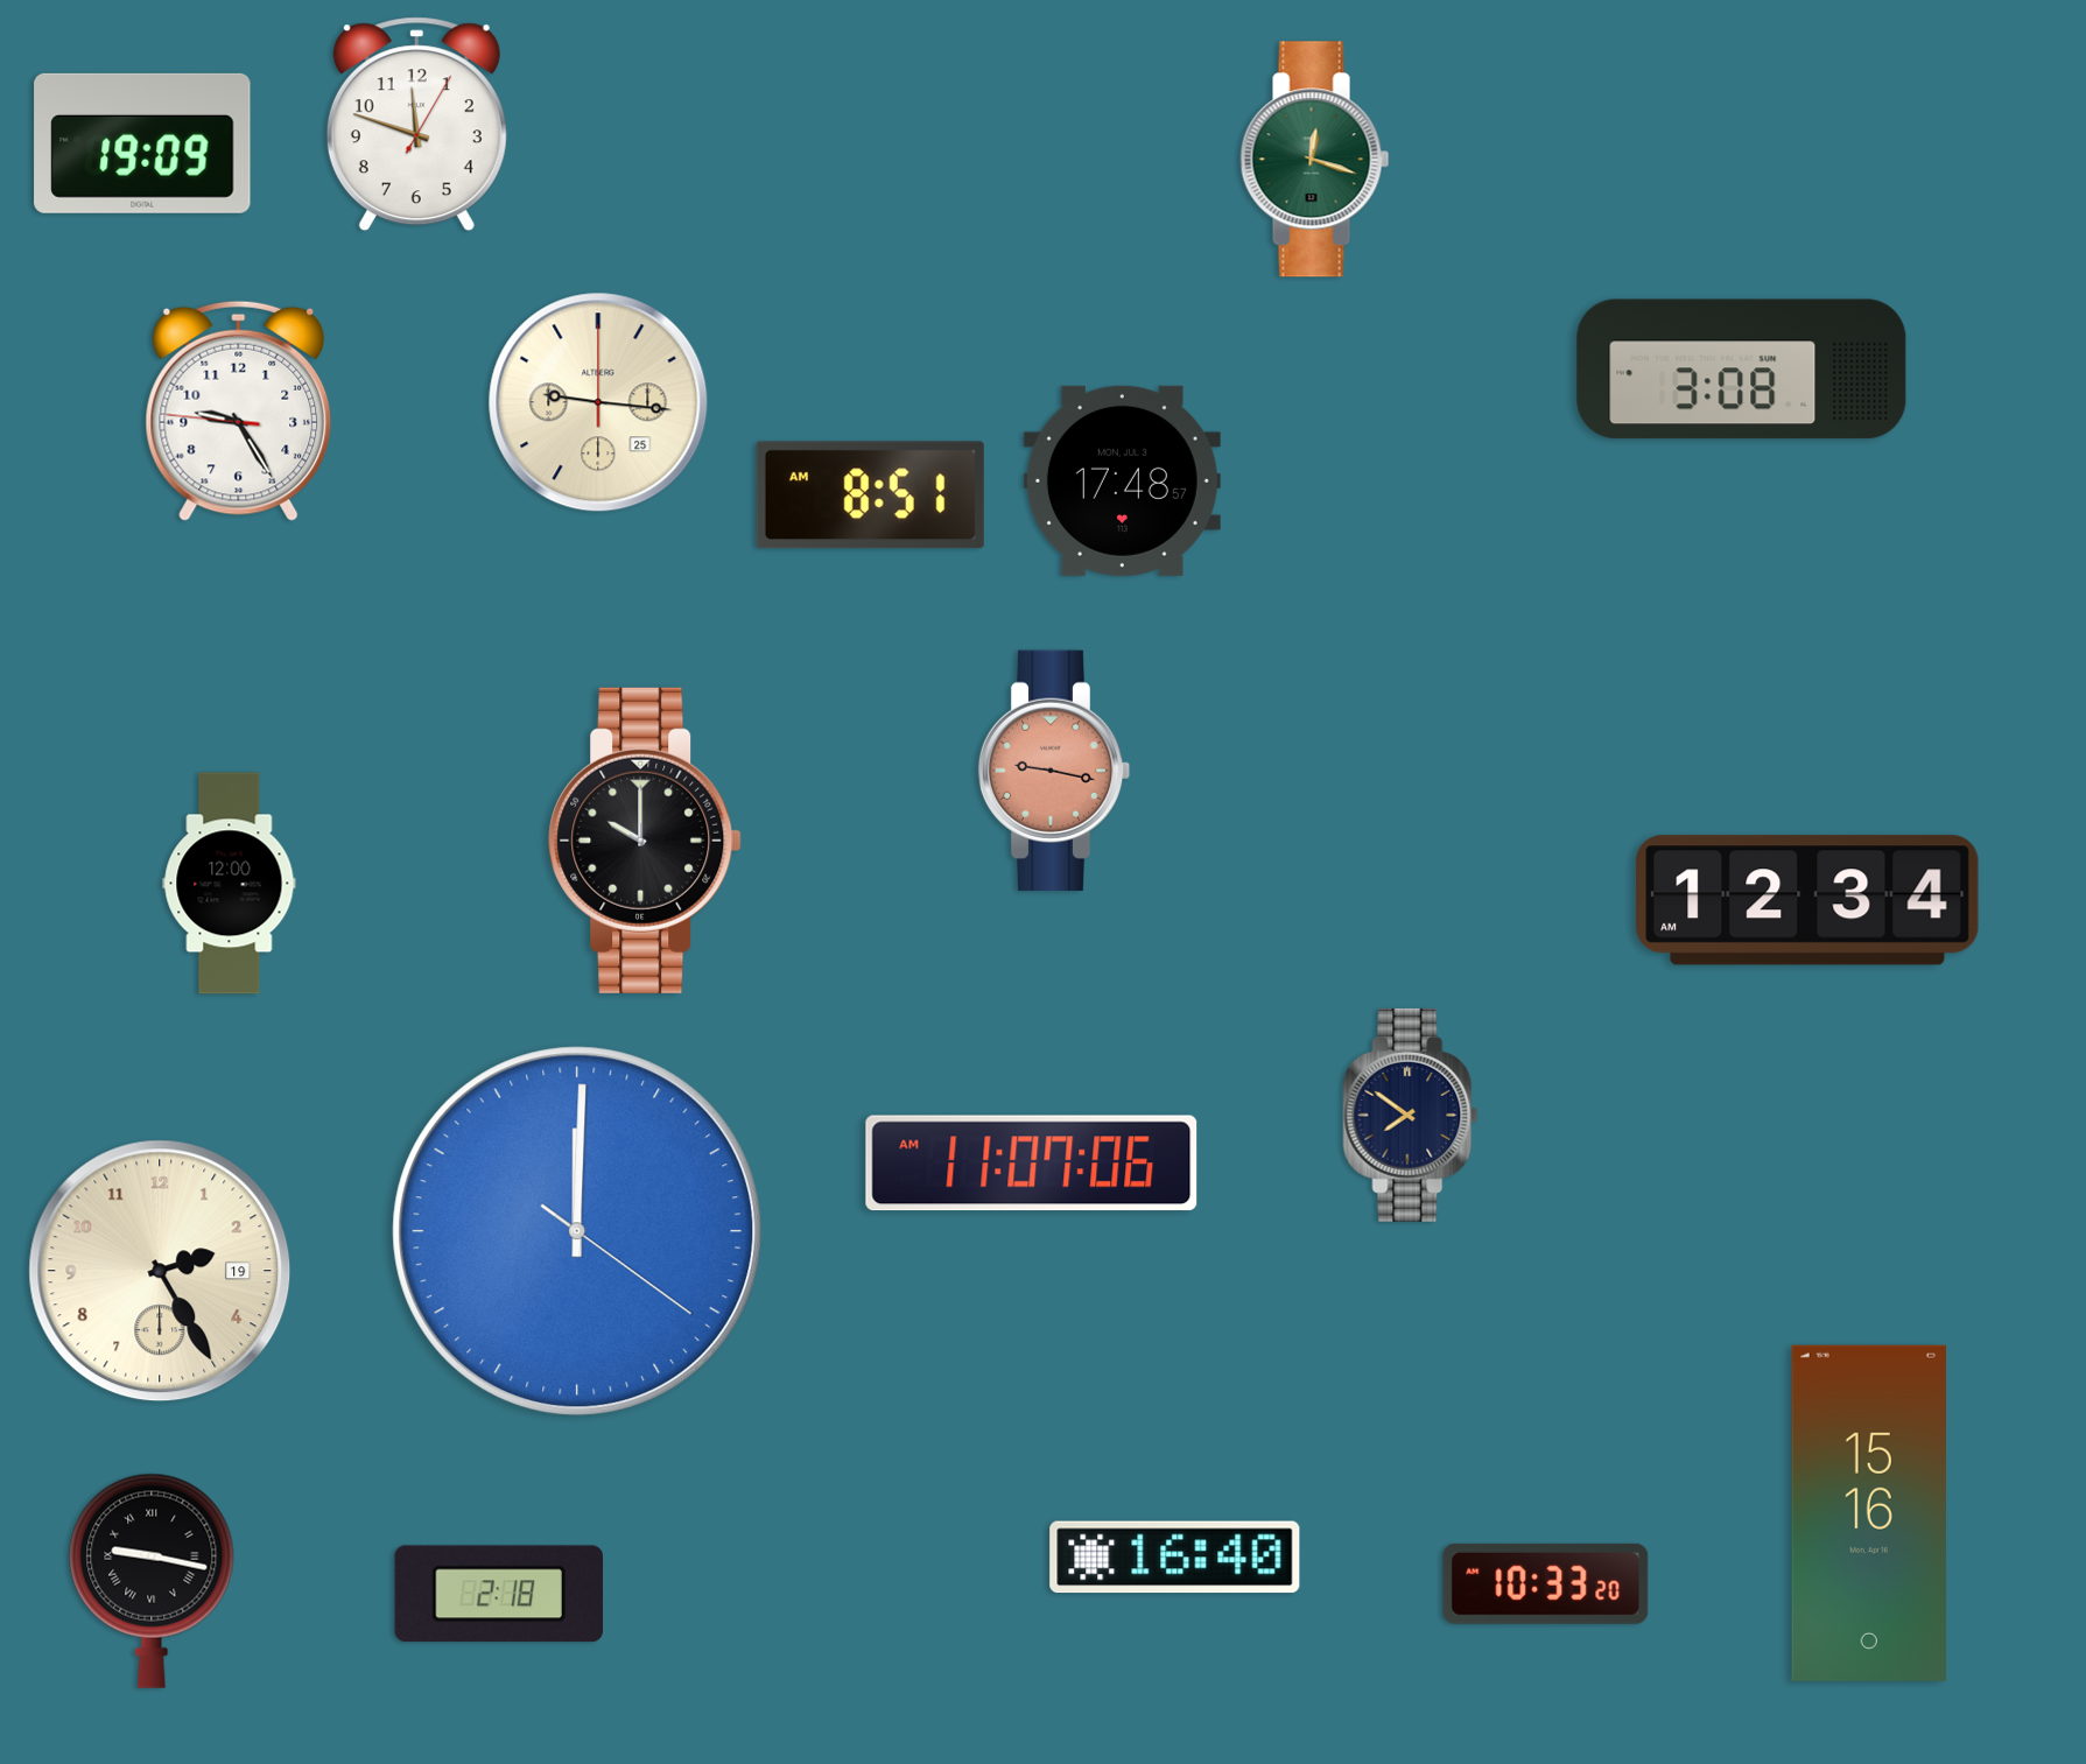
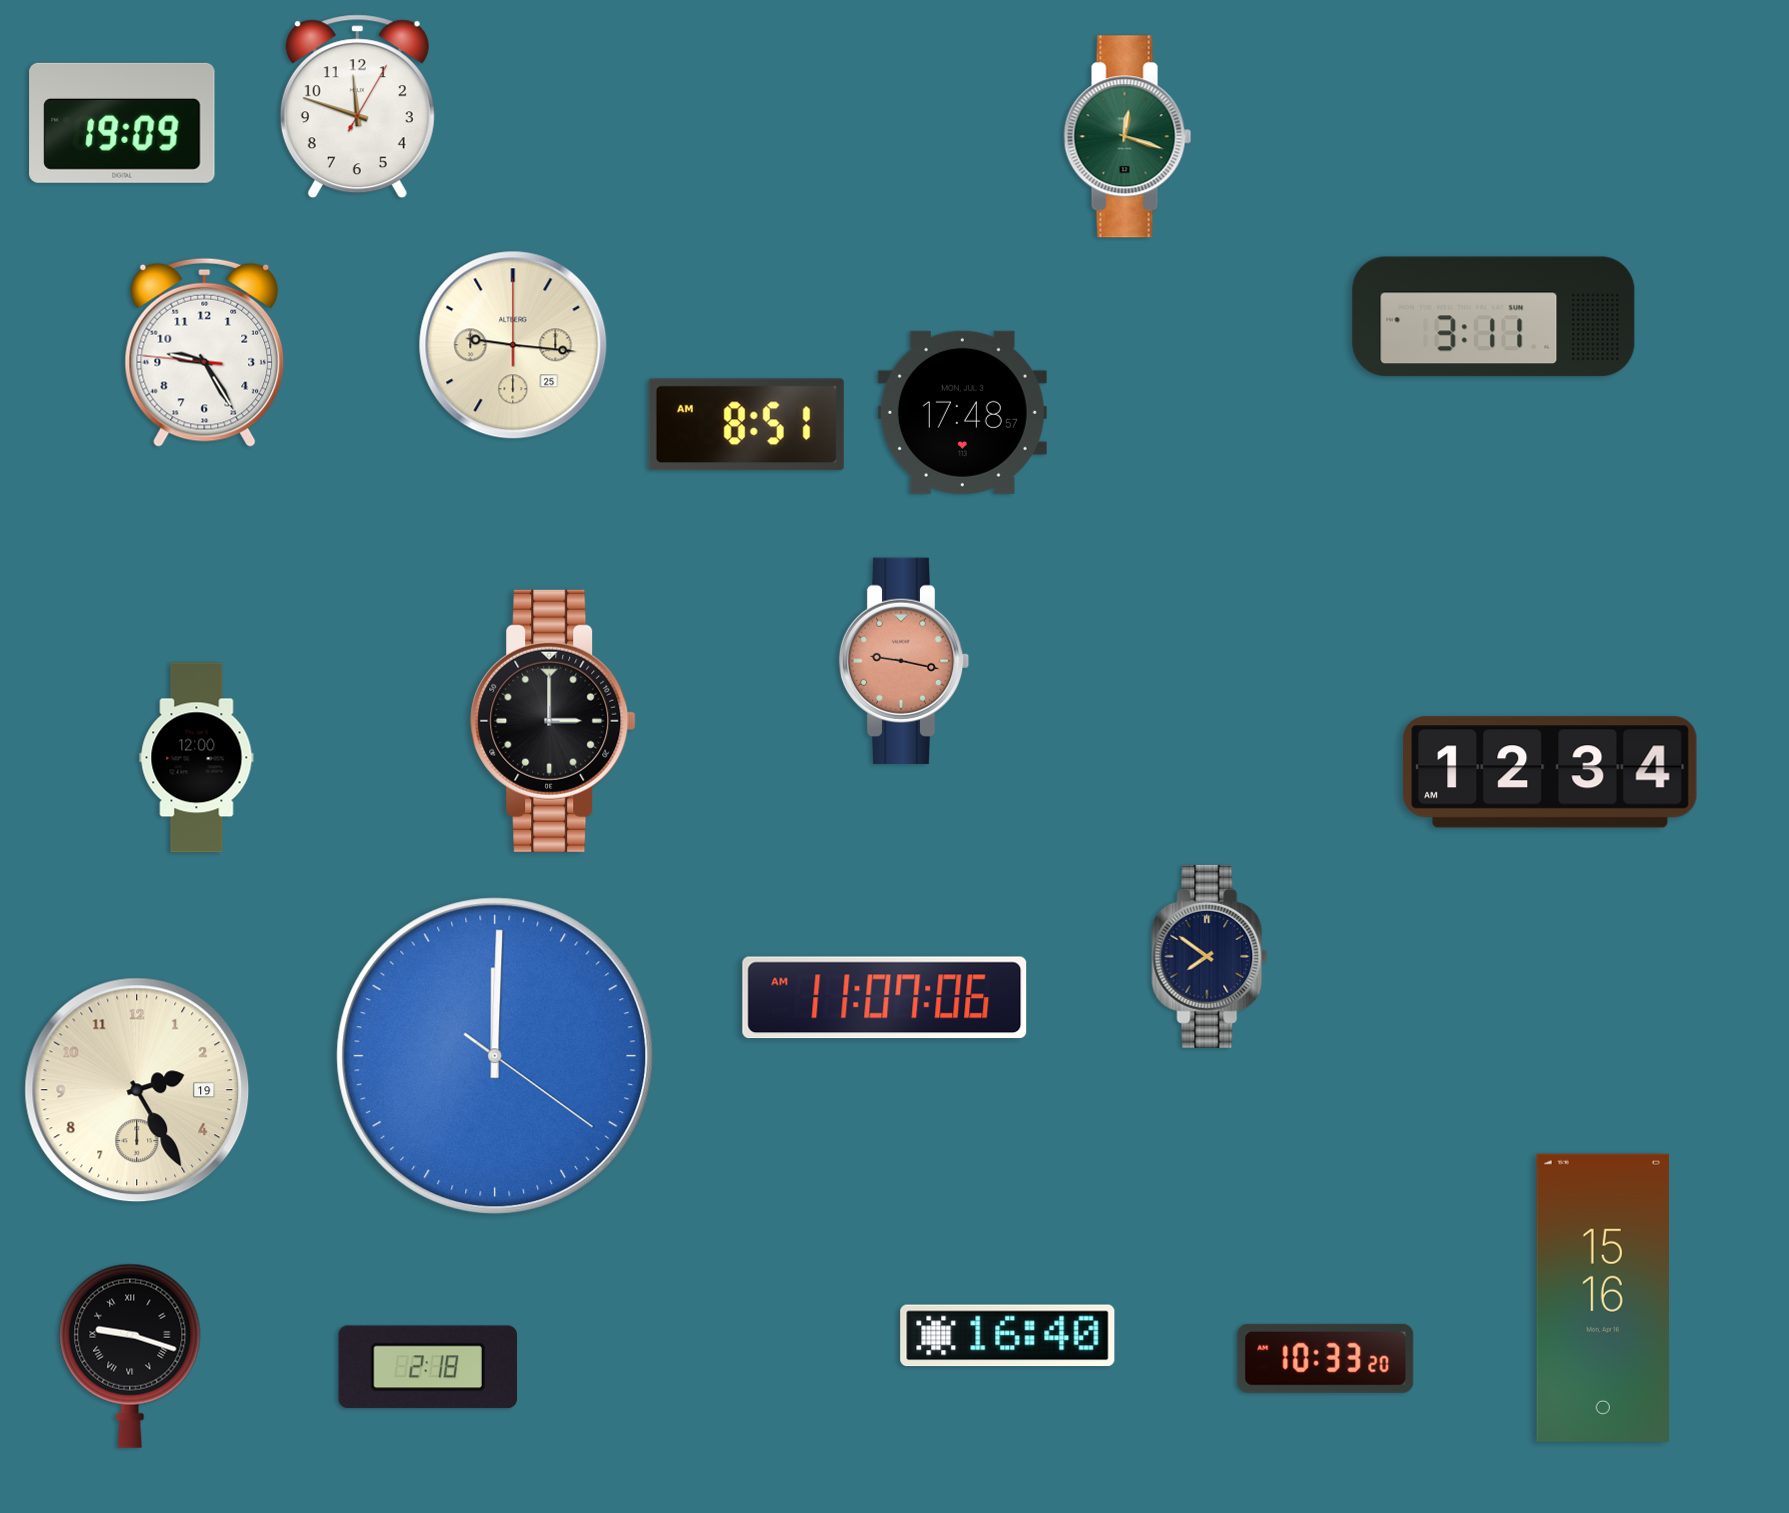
clock at (1742, 370): 3:08 -> 3:11
clock at (645, 841): 10:00 -> 3:00
clock at (152, 1581): 9:17 -> 9:18
